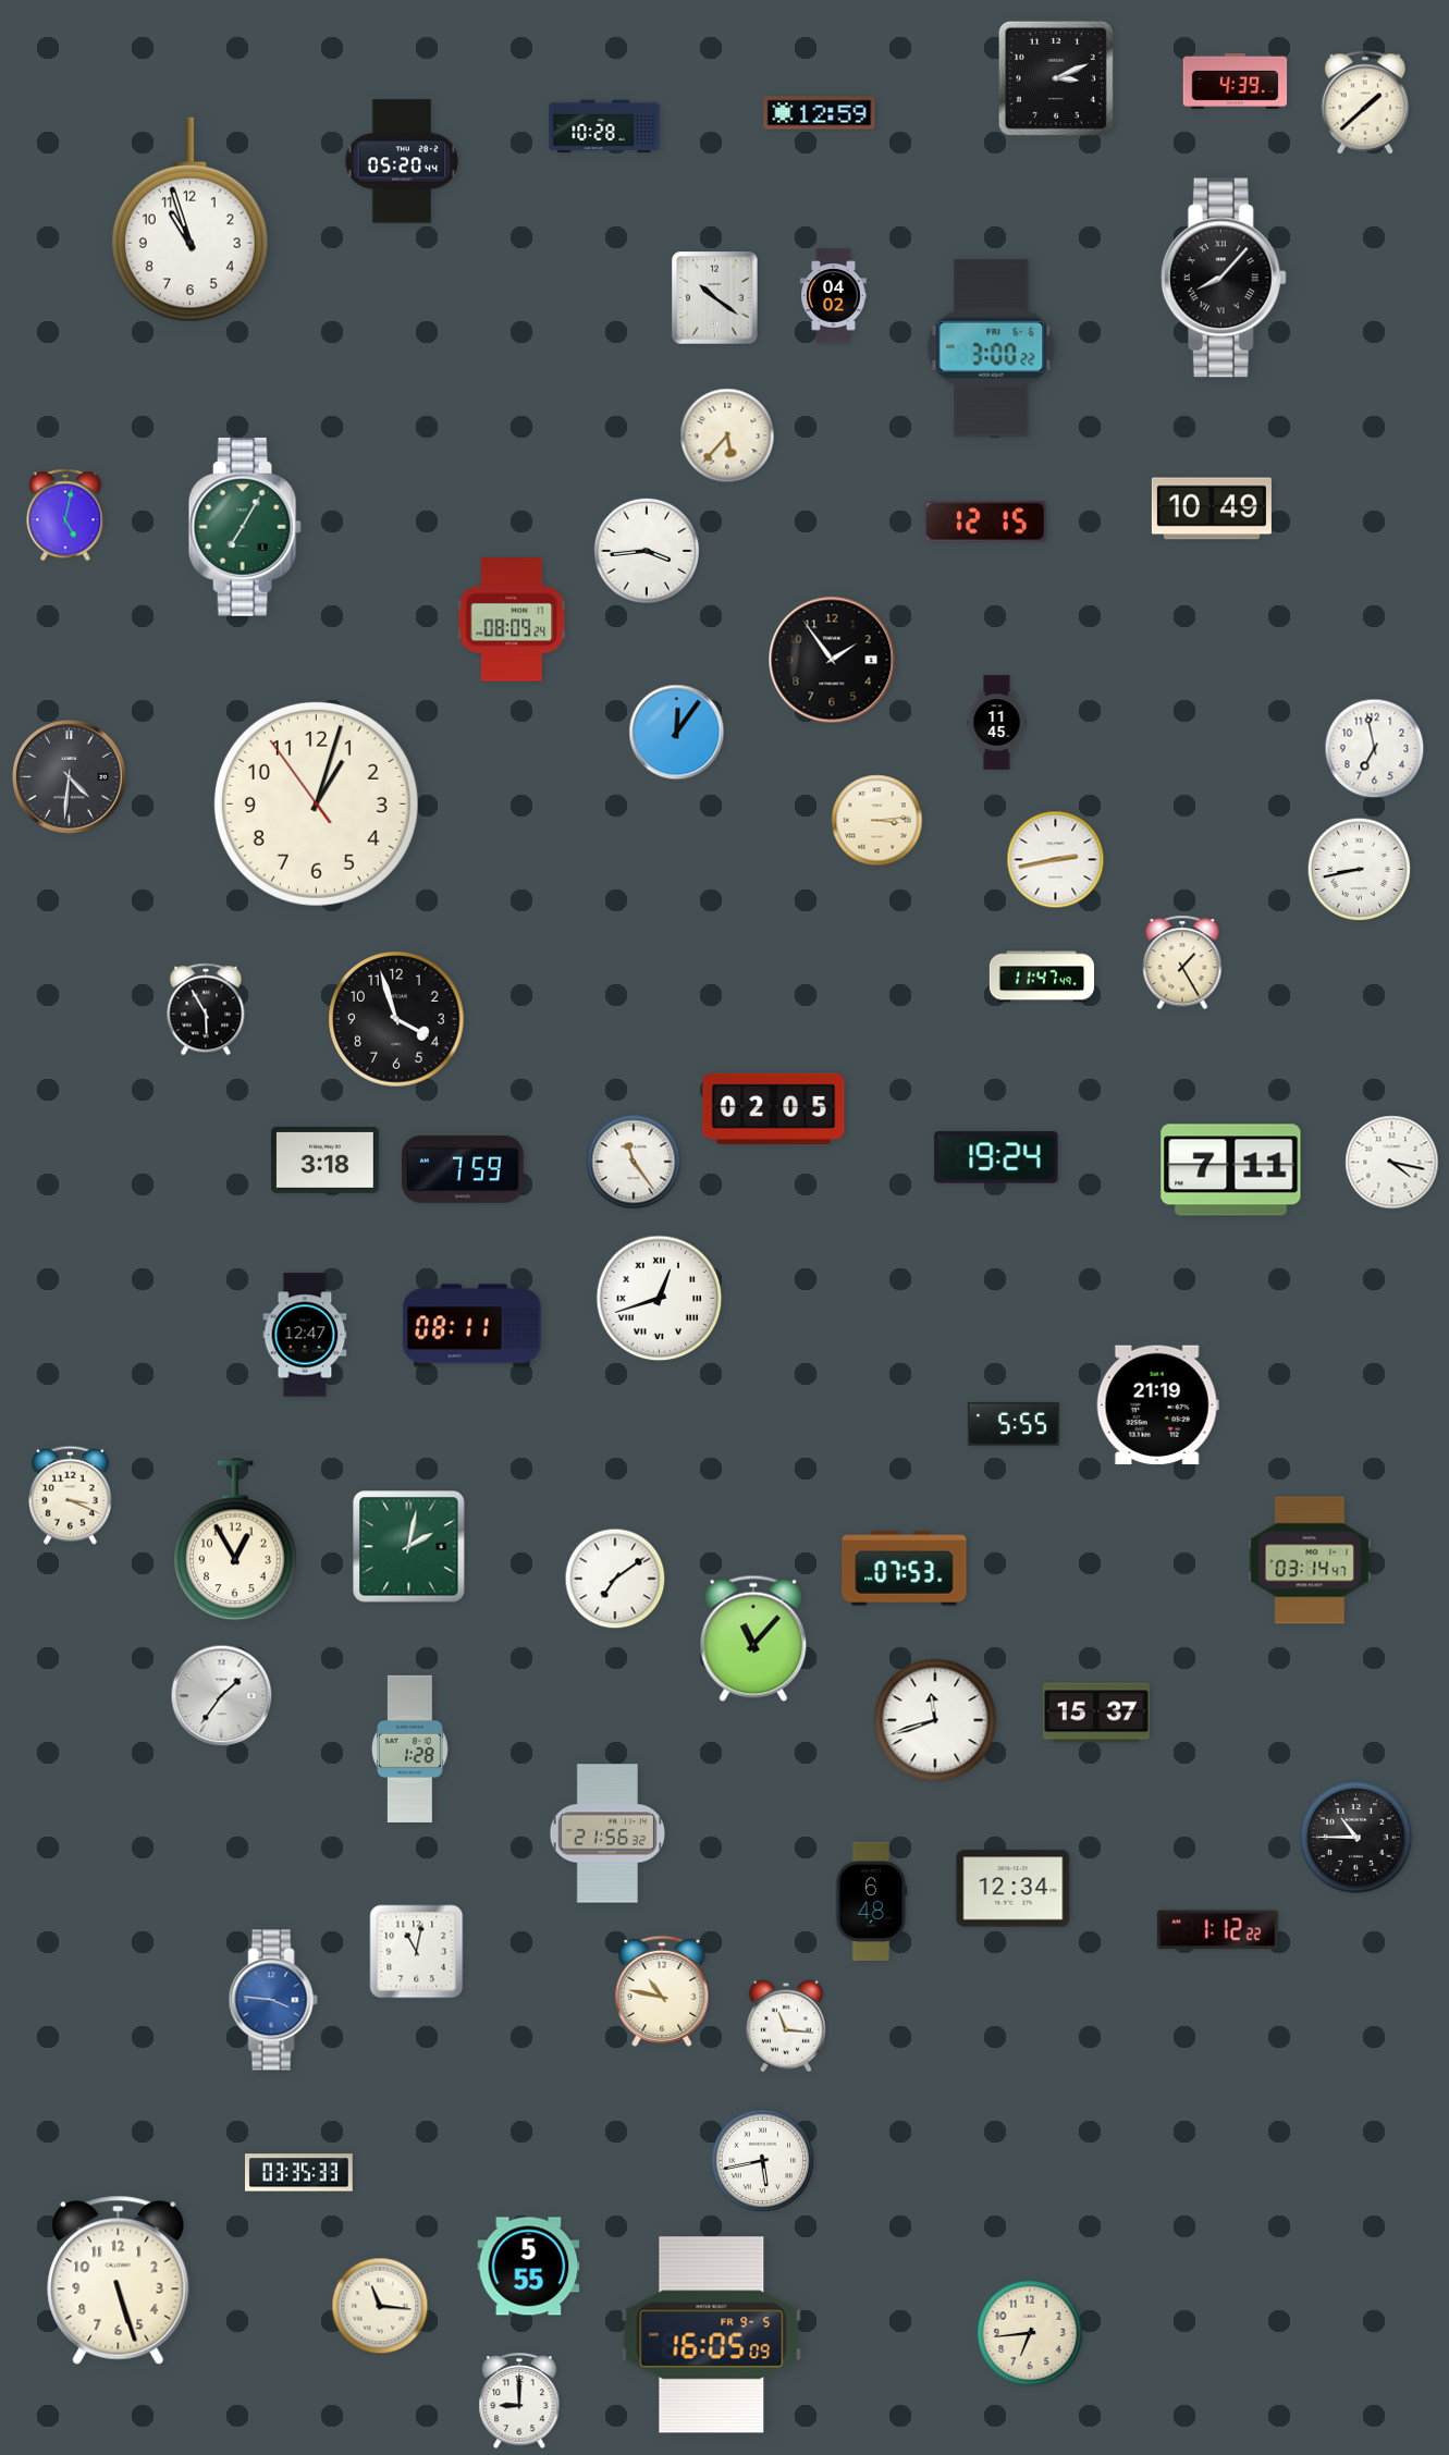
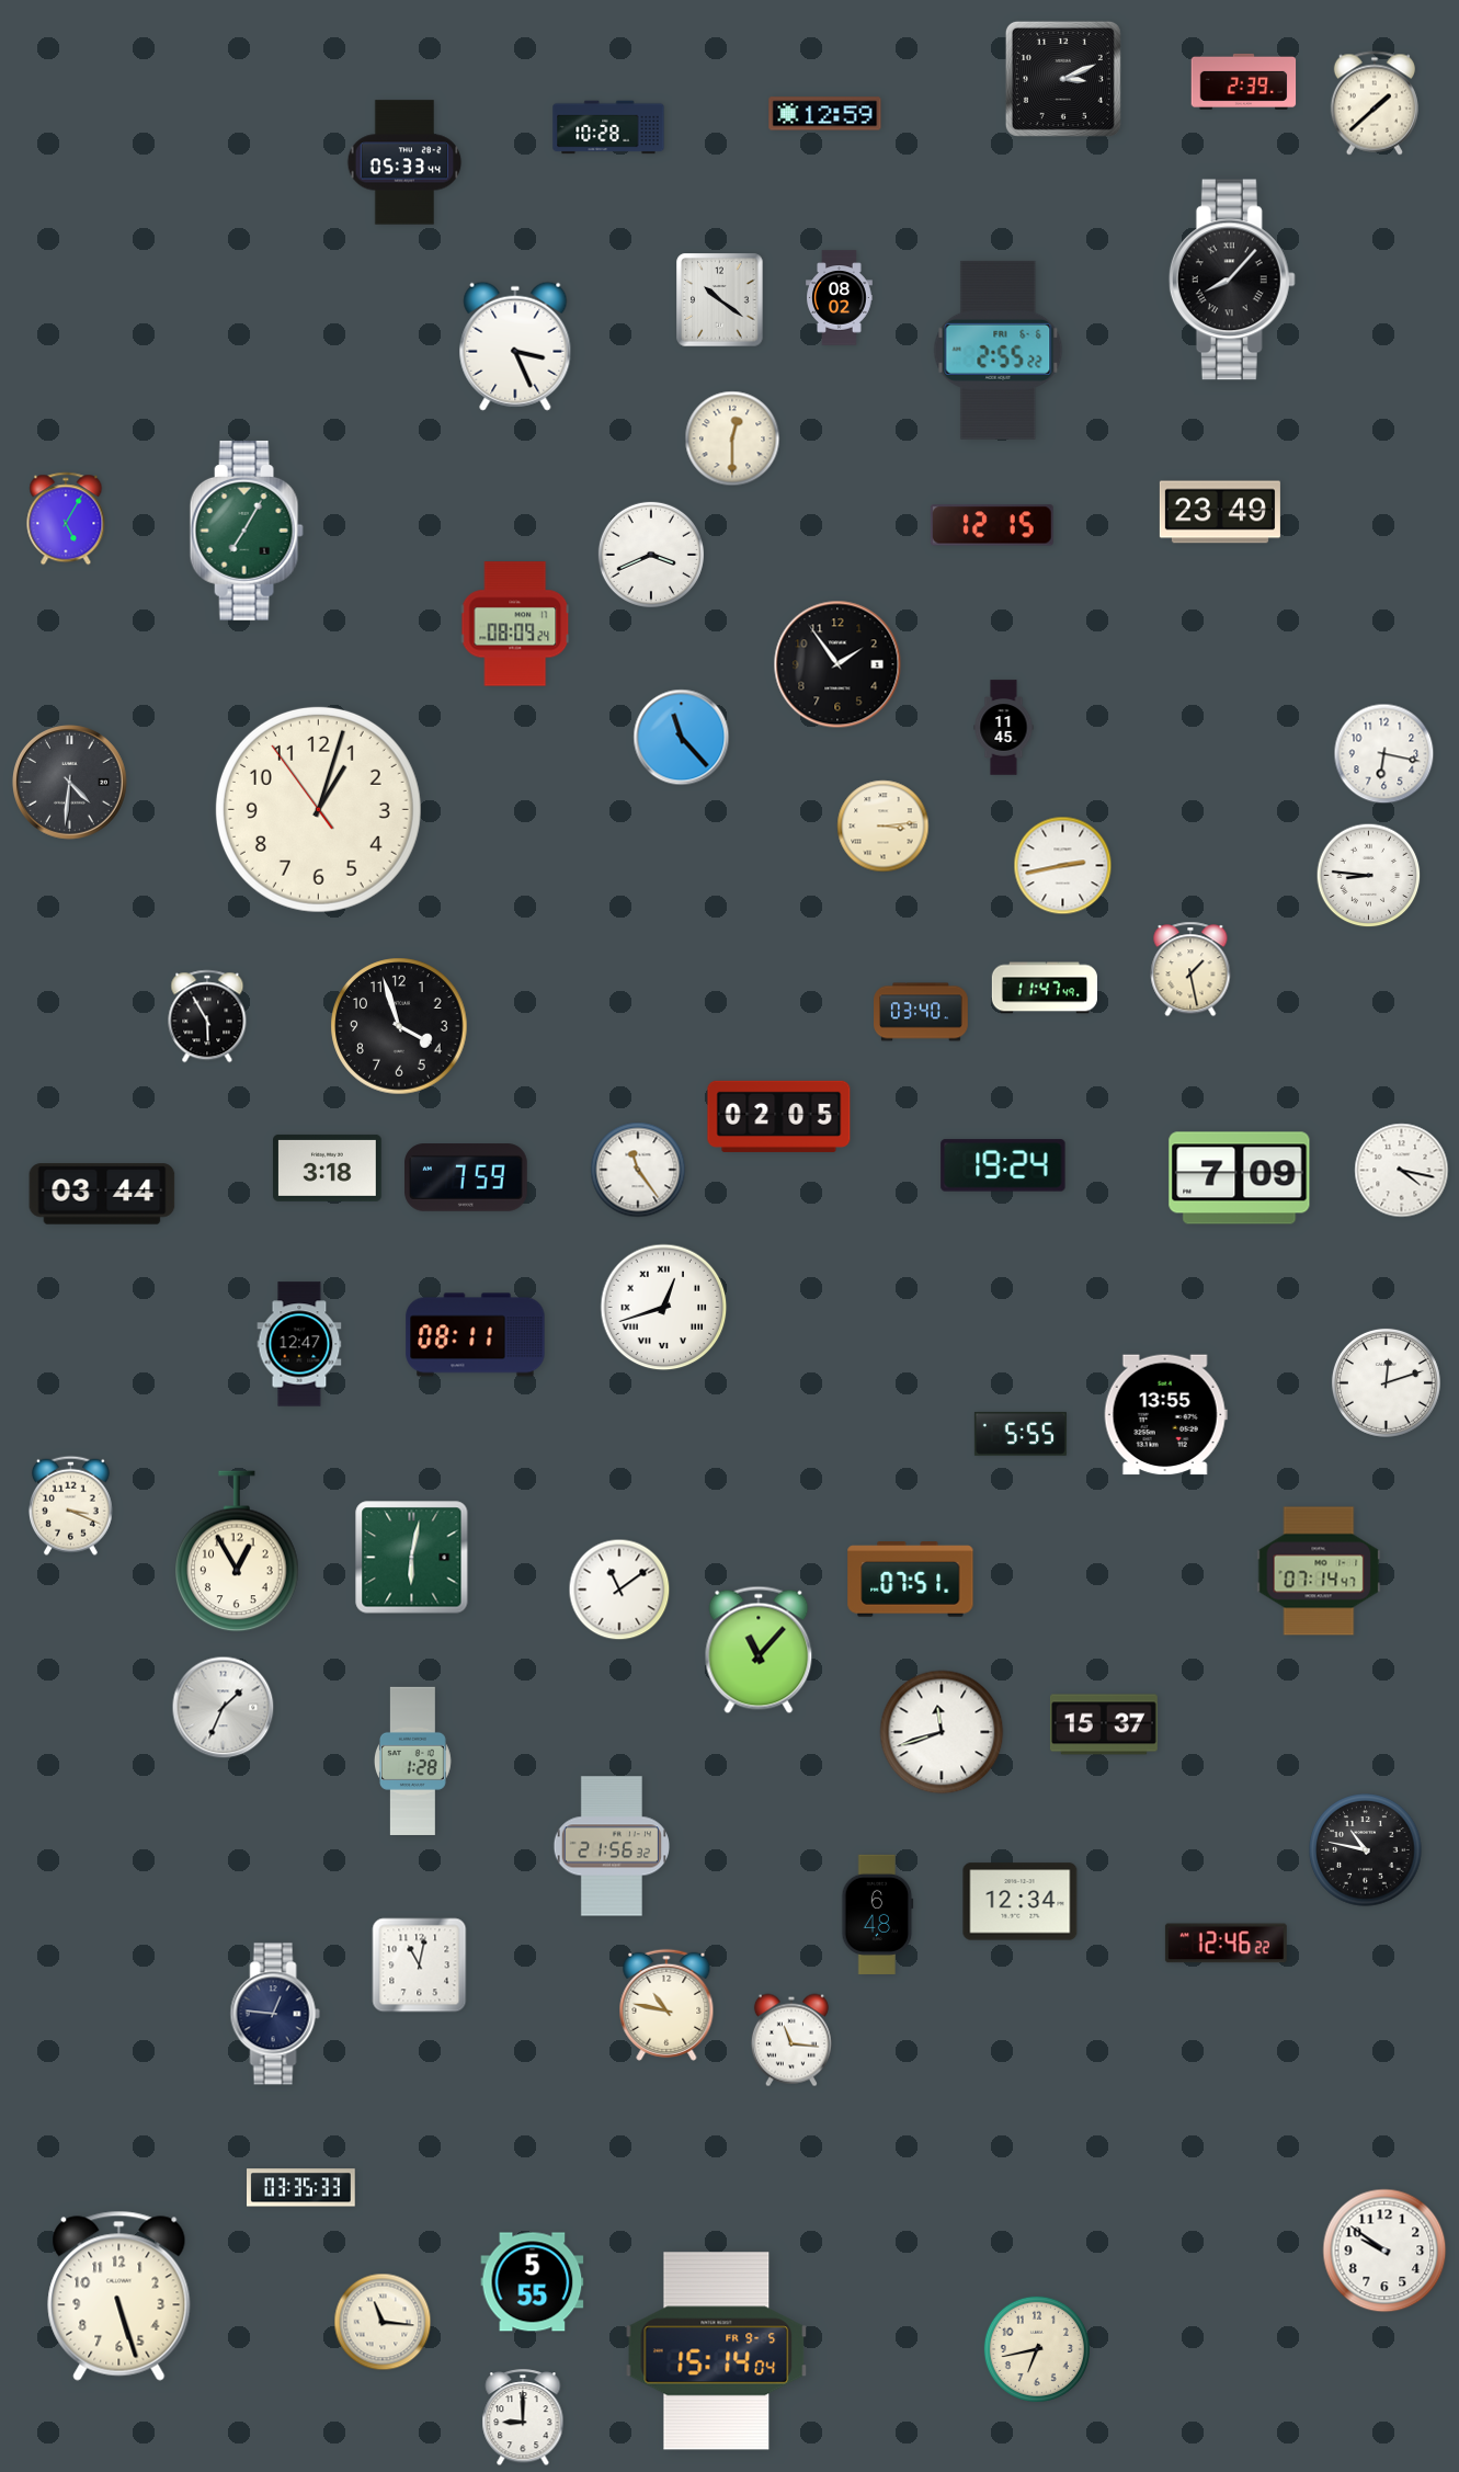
clock at (1236, 81): 4:39 -> 2:39
clock at (402, 161): 05:20 -> 05:33
clock at (189, 220): 10:57 -> none
clock at (834, 296): 04:02 -> 08:02
clock at (515, 346): none -> 3:26
clock at (992, 347): 3:00 -> 2:55
clock at (727, 435): 5:37 -> 12:30
clock at (1212, 508): 10:49 -> 23:49
clock at (65, 515): 5:02 -> 5:05
clock at (647, 551): 3:44 -> 3:41
clock at (677, 733): 12:06 -> 11:23
clock at (1375, 749): 6:58 -> 6:17
clock at (1360, 870): 8:43 -> 8:46
clock at (1182, 962): 1:25 -> 1:28
clock at (1041, 977) position: (1041, 977) -> (1044, 988)
clock at (921, 1012): none -> 03:40
clock at (1231, 1170): 7:11 -> 7:09
clock at (102, 1194): none -> 03:44
clock at (305, 1335) position: (305, 1335) -> (299, 1344)
clock at (1386, 1382): none -> 12:12
clock at (1157, 1406): 21:19 -> 13:55
clock at (409, 1547): 2:02 -> 6:02
clock at (1310, 1560): 03:14 -> 07:14
clock at (905, 1569): 07:53 -> 07:51
clock at (615, 1579): 7:09 -> 11:09
clock at (222, 1696): 1:36 -> 1:34
clock at (1356, 1838): 10:45 -> 10:47
clock at (1217, 1930): 1:12 -> 12:46
clock at (273, 2000): 3:46 -> 12:46
clock at (273, 2000) dial: blue -> navy
clock at (763, 2161): 5:43 -> none
clock at (1384, 2251): none -> 9:51
clock at (1030, 2333): 6:44 -> 6:43
clock at (712, 2335): 16:05 -> 15:14
